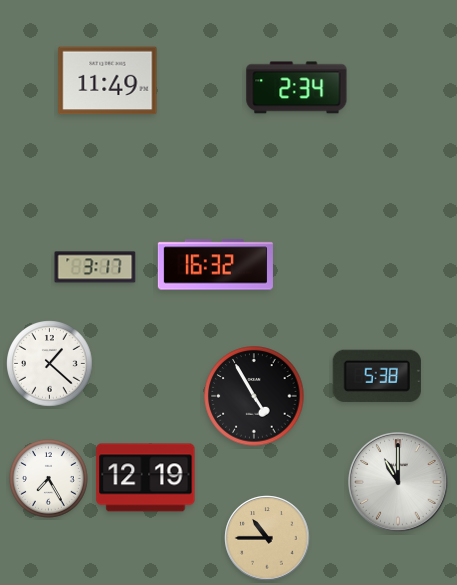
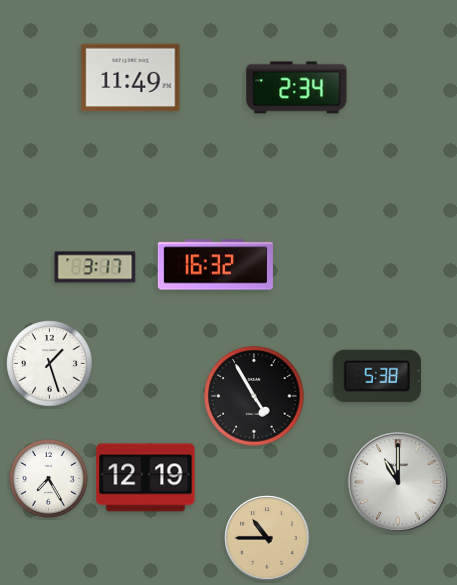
clock at (108, 81) position: (108, 81) -> (131, 78)
clock at (50, 364): 1:22 -> 1:27
